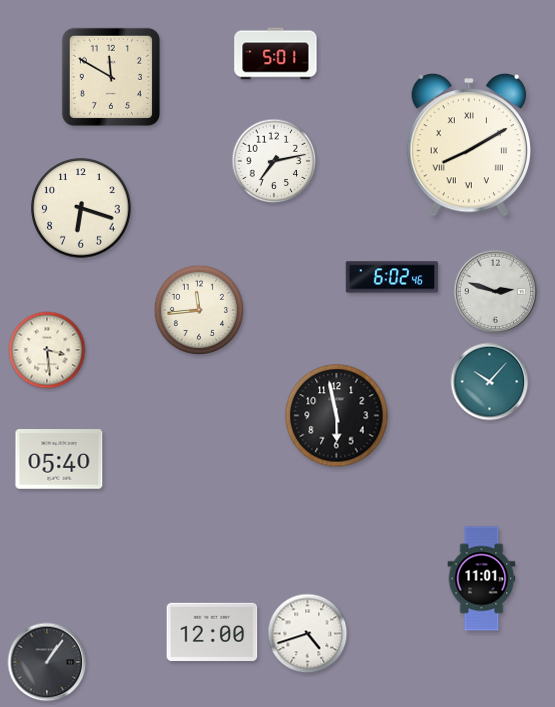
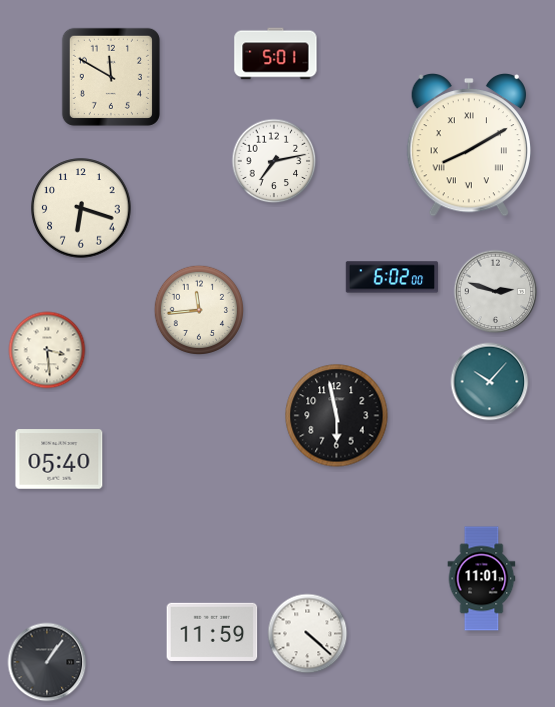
clock at (392, 277): 6:02:46 -> 6:02:00
clock at (212, 631): 12:00 -> 11:59
clock at (308, 634): 4:42 -> 4:22
